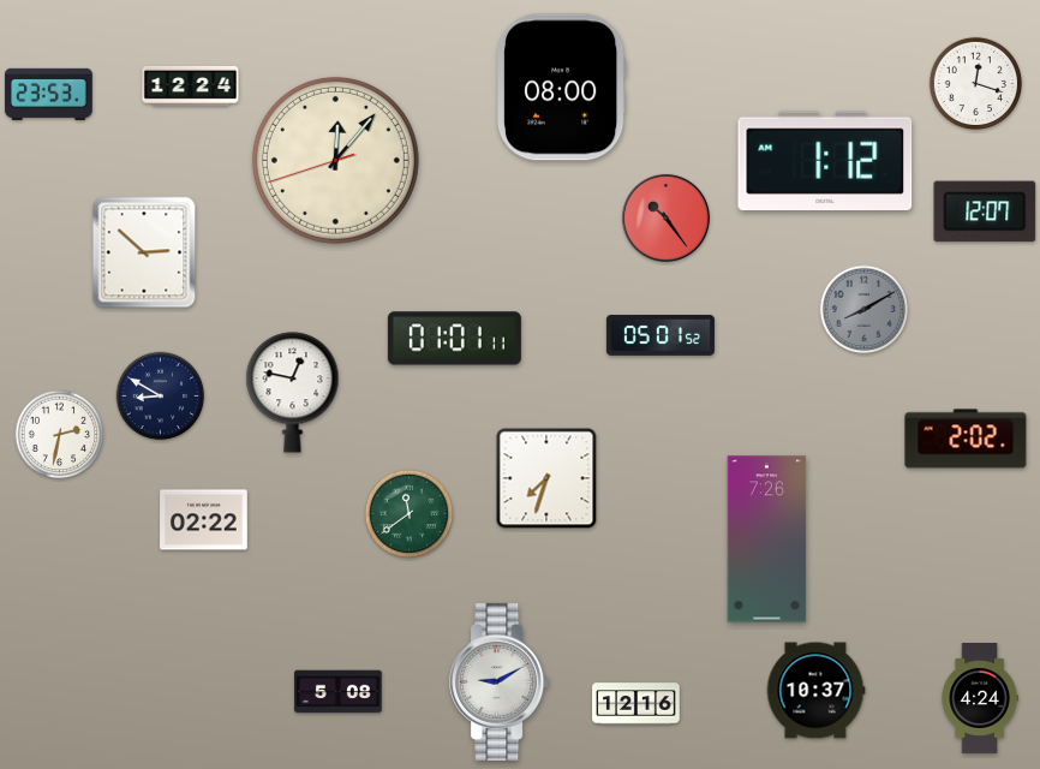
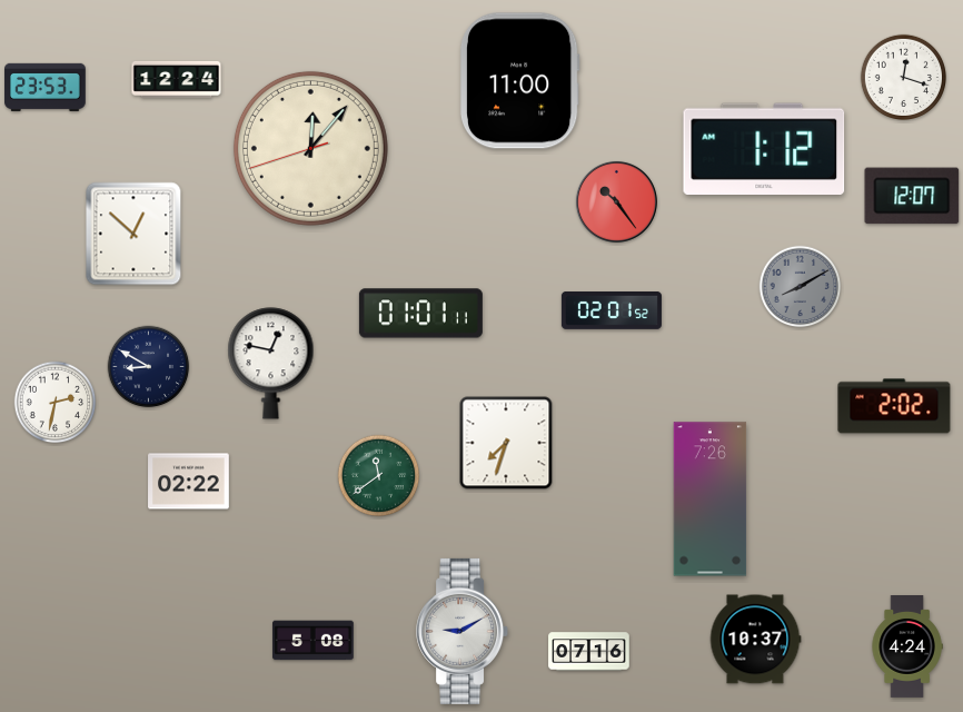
clock at (561, 88): 08:00 -> 11:00
clock at (144, 252): 2:52 -> 12:52
clock at (661, 336): 05:01 -> 02:01
clock at (636, 704): 12:16 -> 07:16
